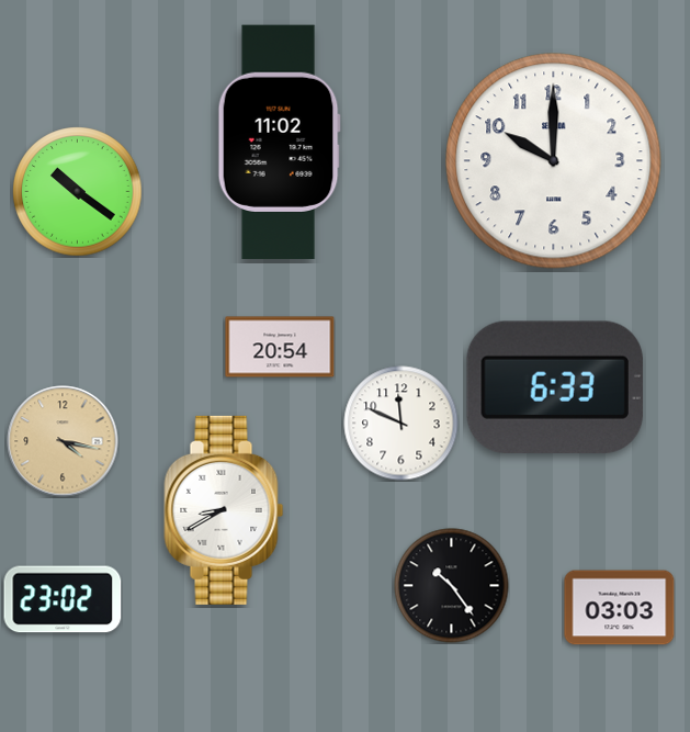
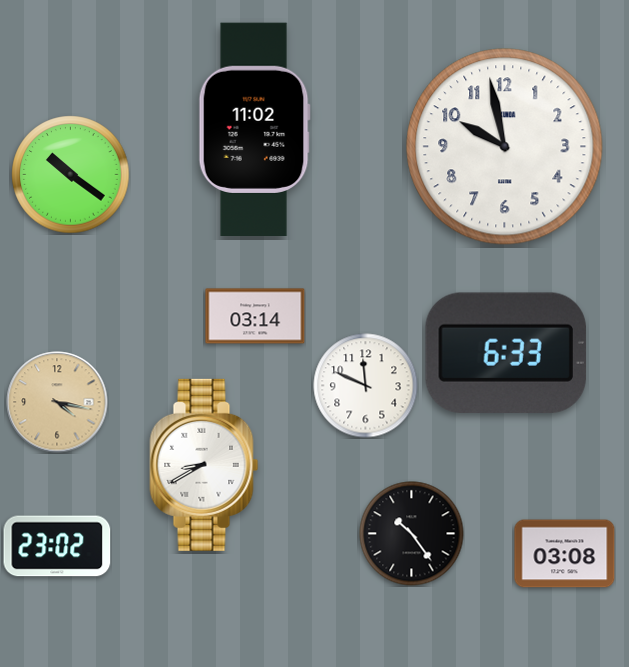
clock at (554, 161): 10:00 -> 9:58
clock at (280, 347): 20:54 -> 03:14
clock at (620, 608): 03:03 -> 03:08
